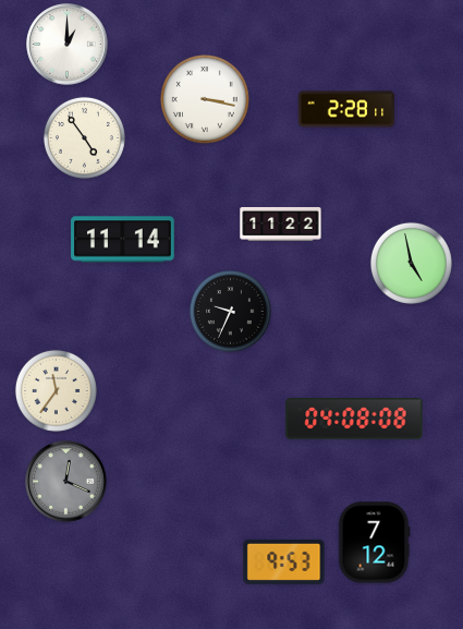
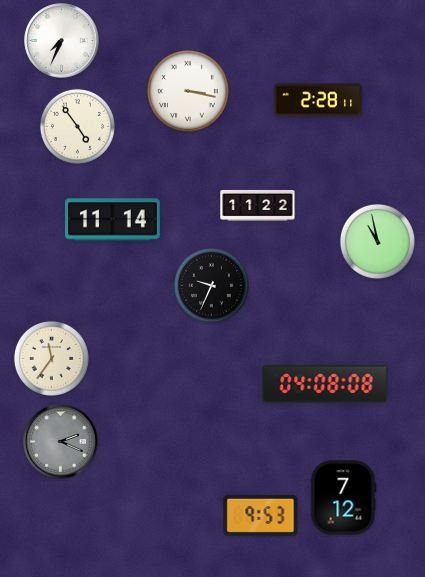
clock at (68, 45): 1:00 -> 7:34
clock at (411, 263): 4:58 -> 10:58
clock at (66, 482): 12:19 -> 2:19
